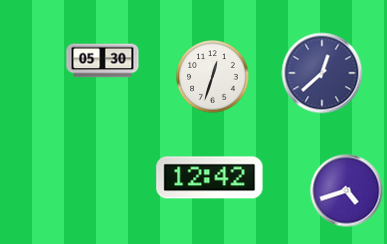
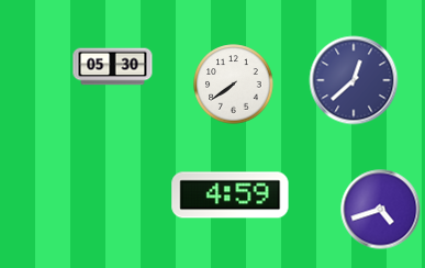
clock at (213, 77): 12:33 -> 7:39
clock at (210, 178): 12:42 -> 4:59
